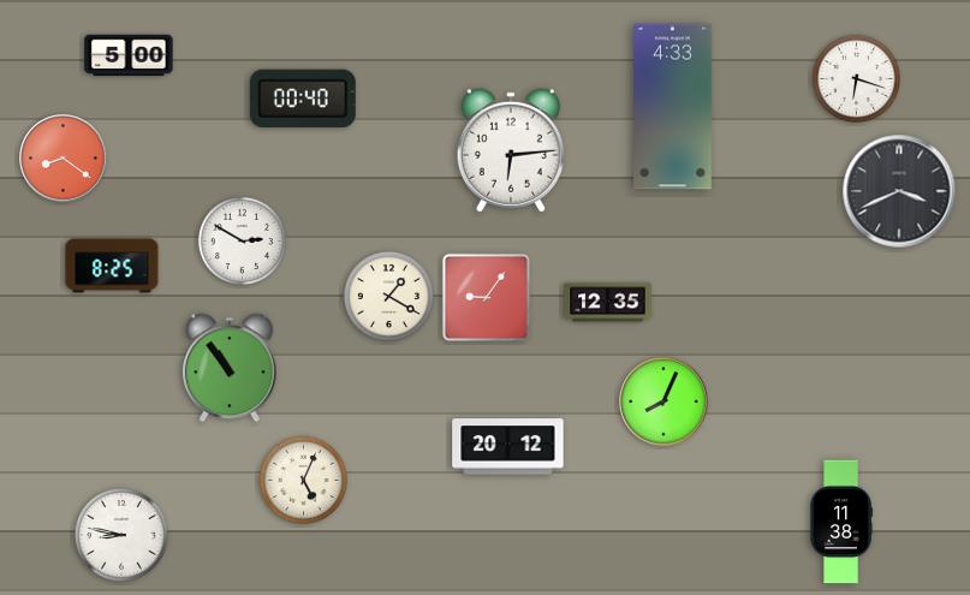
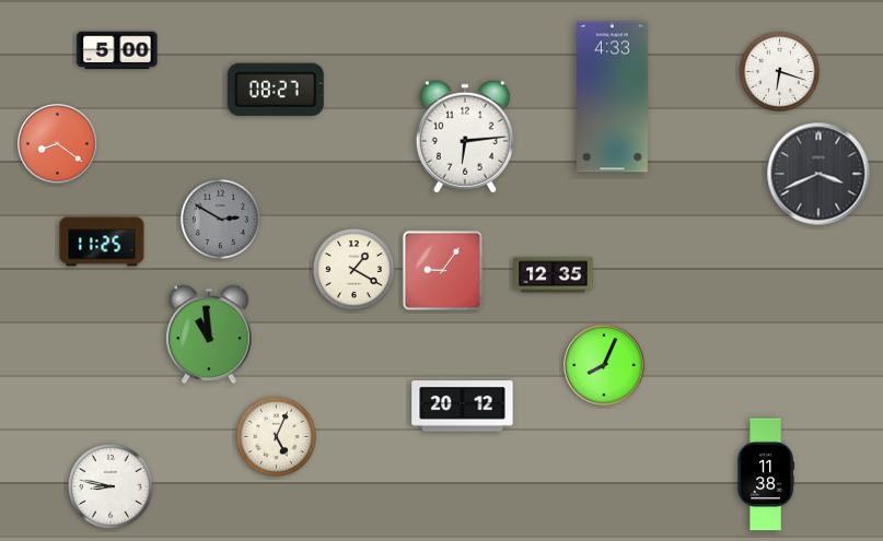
clock at (303, 99): 00:40 -> 08:27
clock at (242, 240) dial: white -> grey
clock at (112, 266): 8:25 -> 11:25
clock at (230, 368): 10:54 -> 10:59
